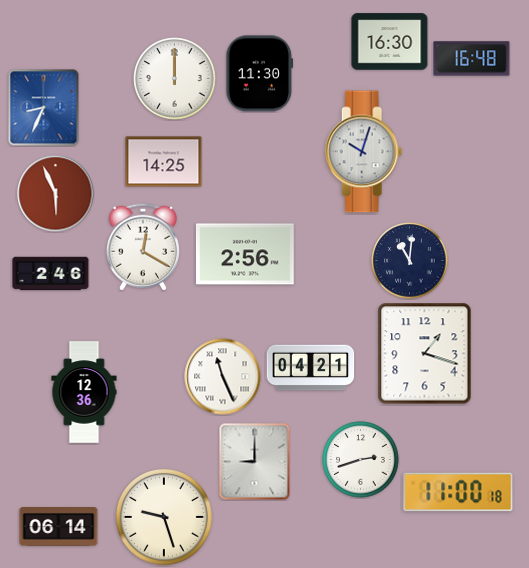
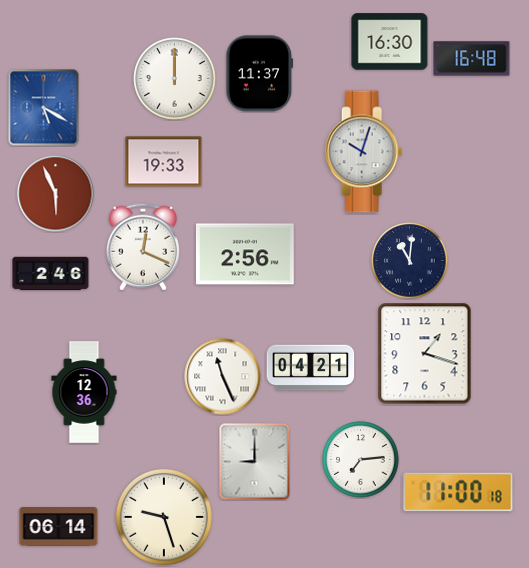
clock at (260, 74): 11:30 -> 11:37
clock at (44, 108): 8:34 -> 5:20
clock at (164, 162): 14:25 -> 19:33
clock at (143, 247): 12:20 -> 12:19
clock at (361, 460): 2:42 -> 7:14
